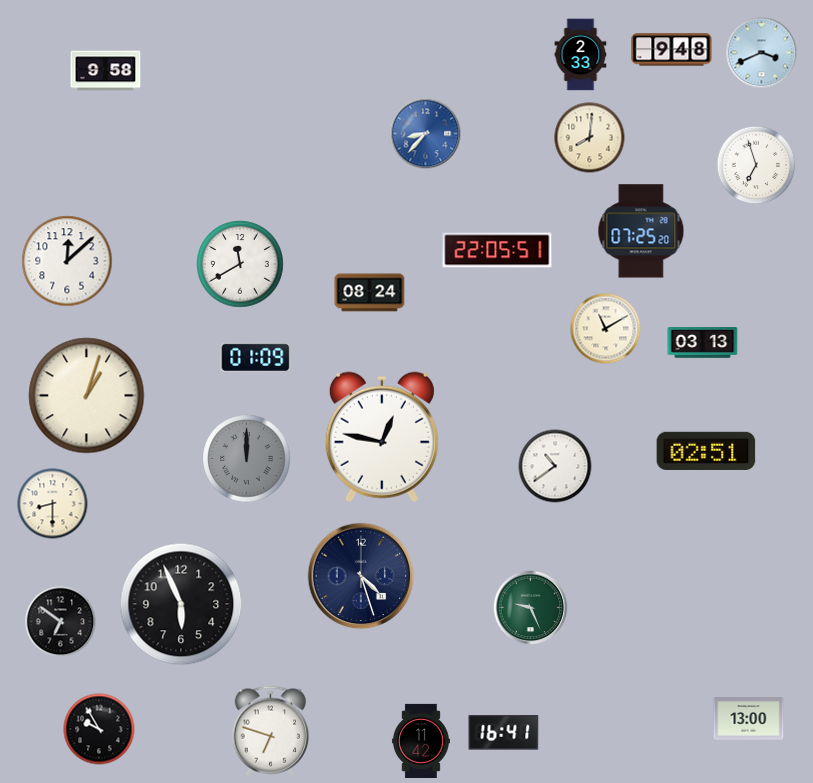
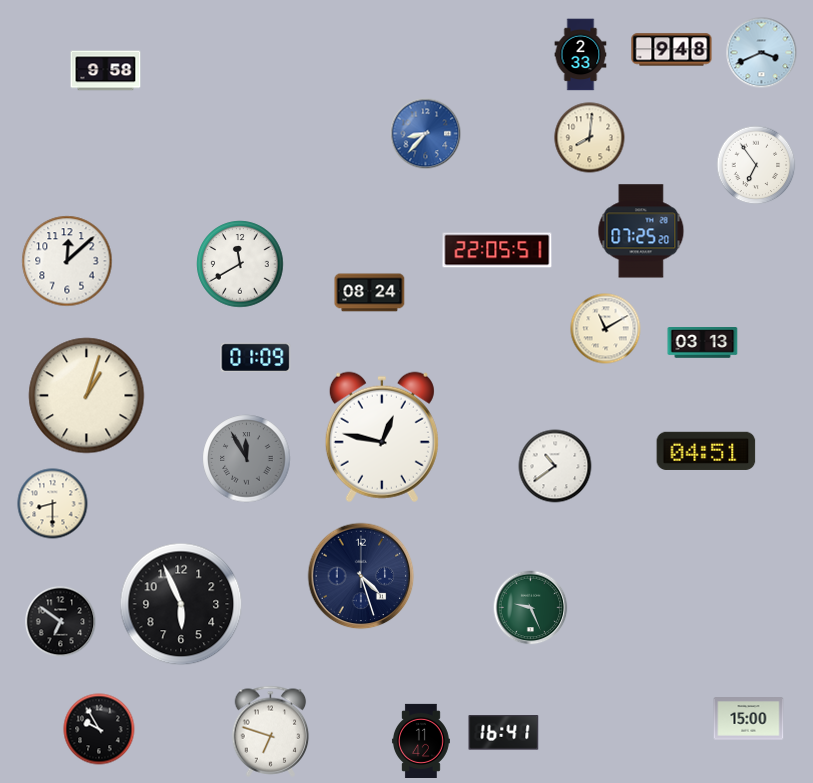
clock at (756, 165): 6:57 -> 6:54
clock at (706, 451): 02:51 -> 04:51
clock at (247, 459): 12:00 -> 11:55
clock at (749, 719): 13:00 -> 15:00
